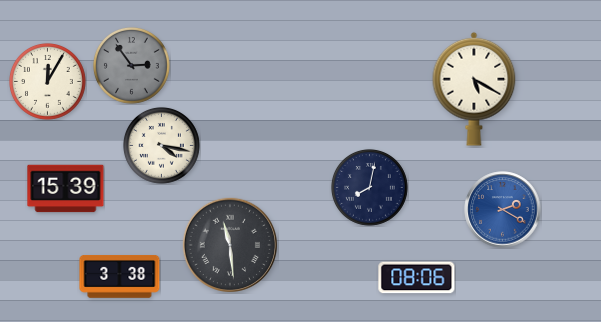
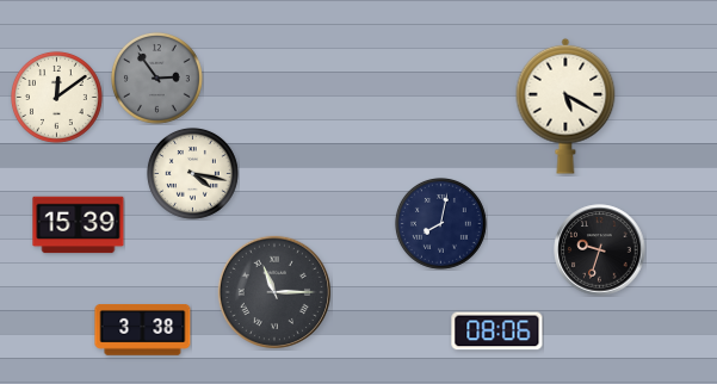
clock at (48, 82): 12:05 -> 12:09
clock at (503, 210): 2:20 -> 9:33
clock at (503, 210) dial: blue -> black
clock at (229, 244): 11:29 -> 11:15
